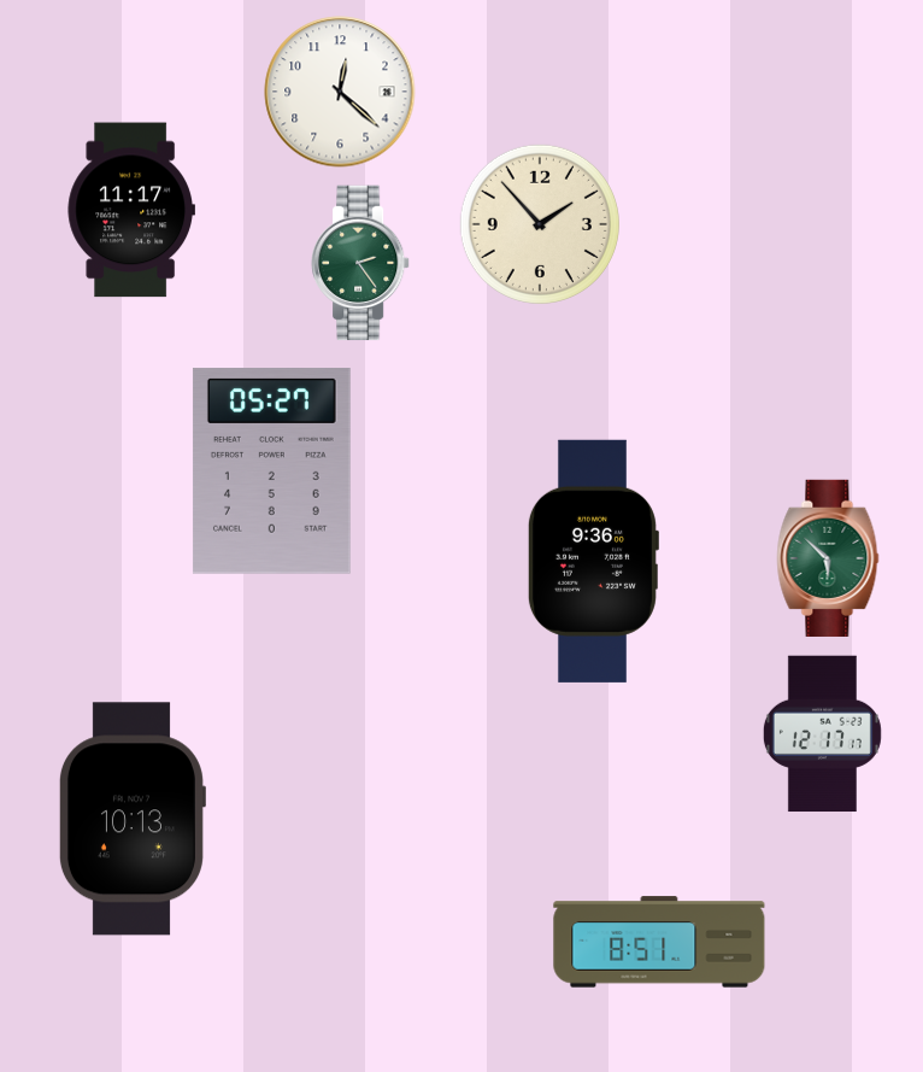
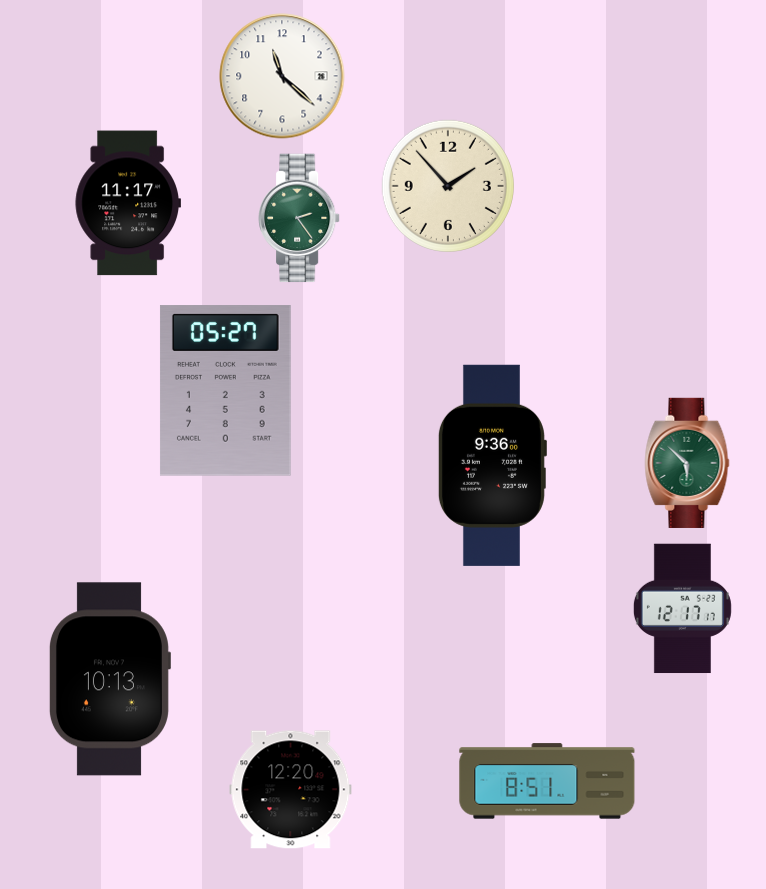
clock at (340, 92): 12:22 -> 11:22
clock at (130, 210) position: (130, 210) -> (127, 203)
clock at (291, 790): none -> 12:20
